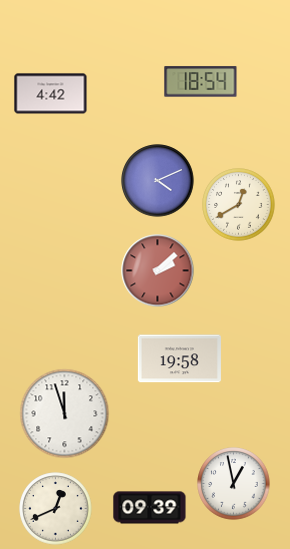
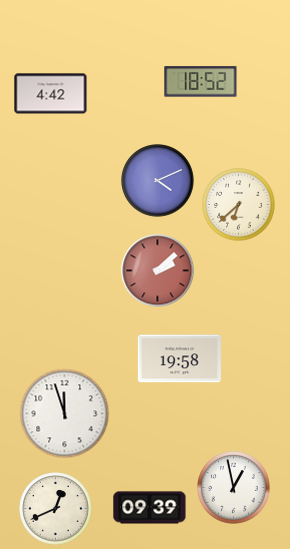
clock at (201, 82): 18:54 -> 18:52
clock at (239, 205): 12:40 -> 6:38
clock at (234, 484) position: (234, 484) -> (234, 488)
